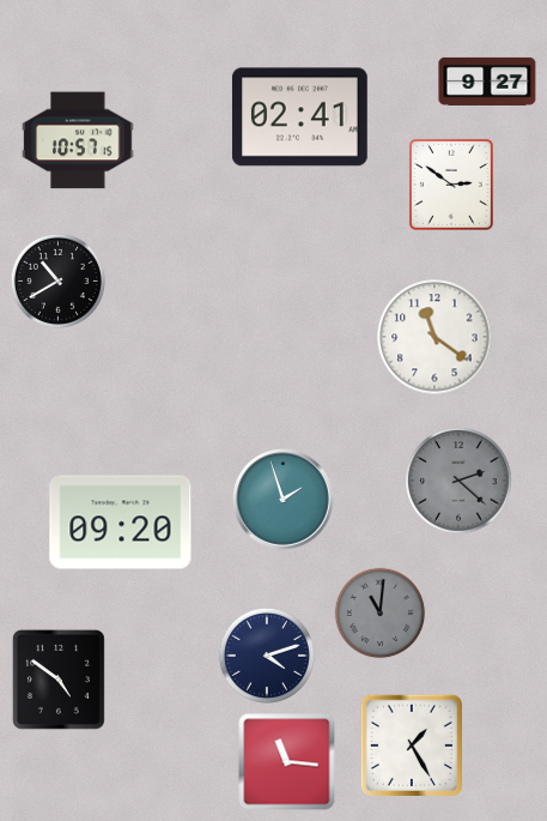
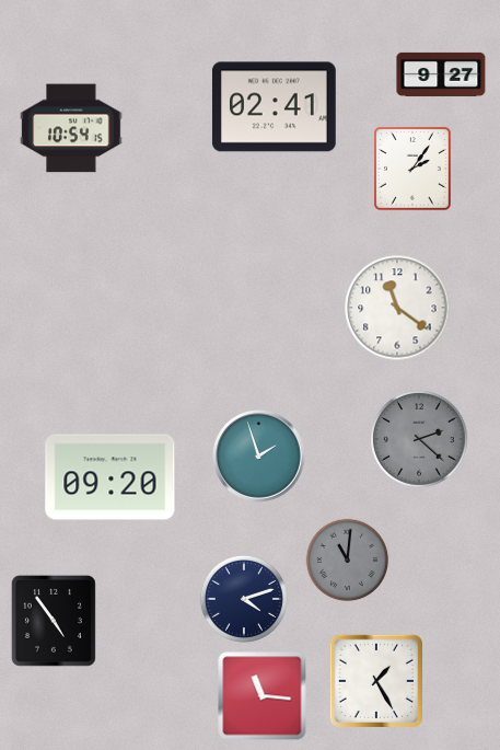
clock at (487, 82) position: (487, 82) -> (441, 74)
clock at (78, 140): 10:57 -> 10:54
clock at (451, 185): 2:51 -> 2:06
clock at (57, 280): 10:40 -> none
clock at (59, 680): 4:51 -> 4:54
